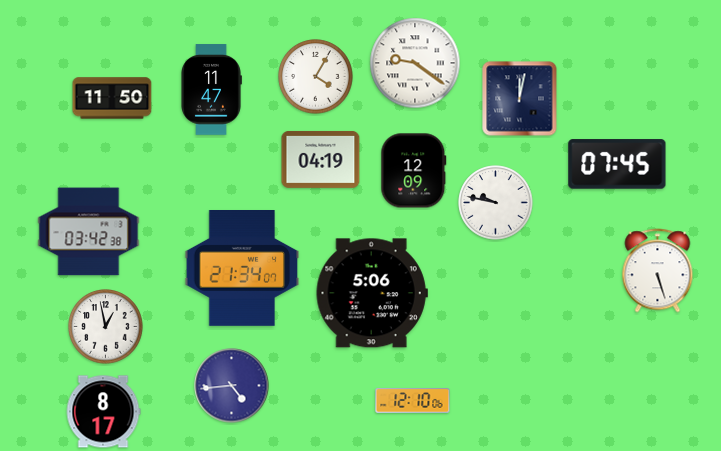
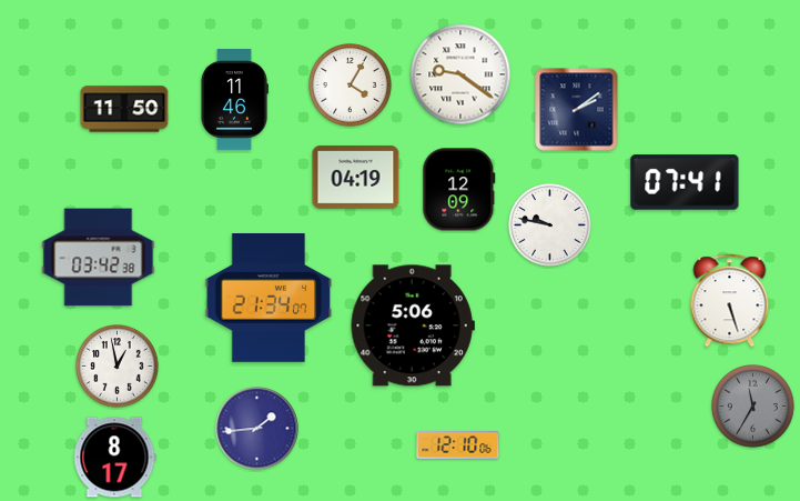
clock at (415, 63) position: (415, 63) -> (460, 74)
clock at (211, 90): 11:47 -> 11:46
clock at (520, 99): 12:02 -> 2:09
clock at (617, 164): 07:45 -> 07:41
clock at (106, 327) position: (106, 327) -> (118, 367)
clock at (753, 407): none -> 11:35
clock at (232, 386): 4:44 -> 1:44
